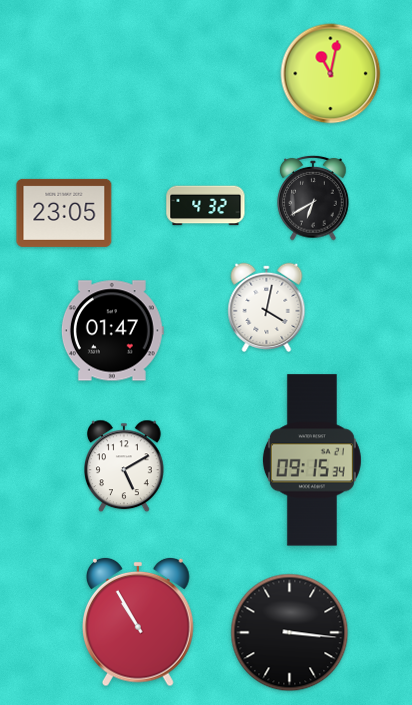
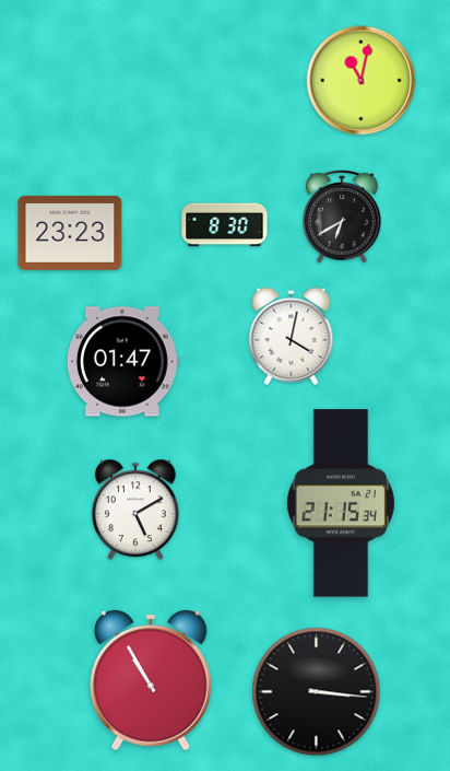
clock at (206, 206): 4:32 -> 8:30
clock at (64, 213): 23:05 -> 23:23
clock at (312, 460): 09:15 -> 21:15
